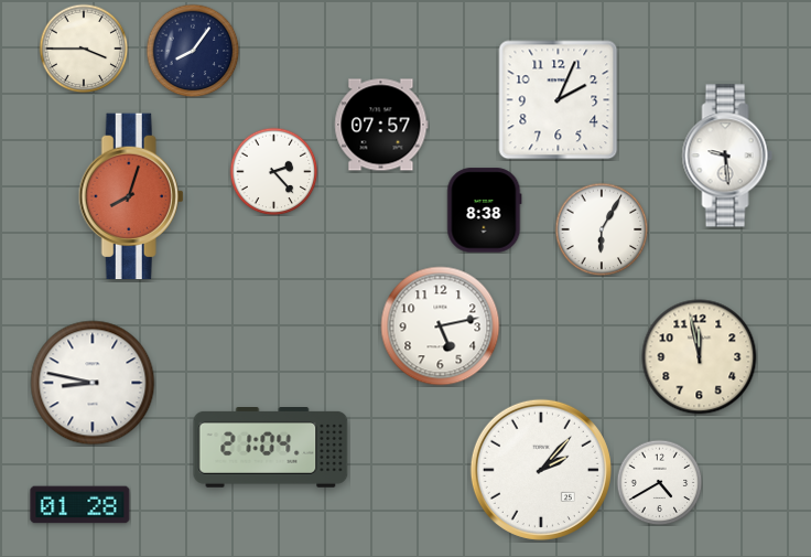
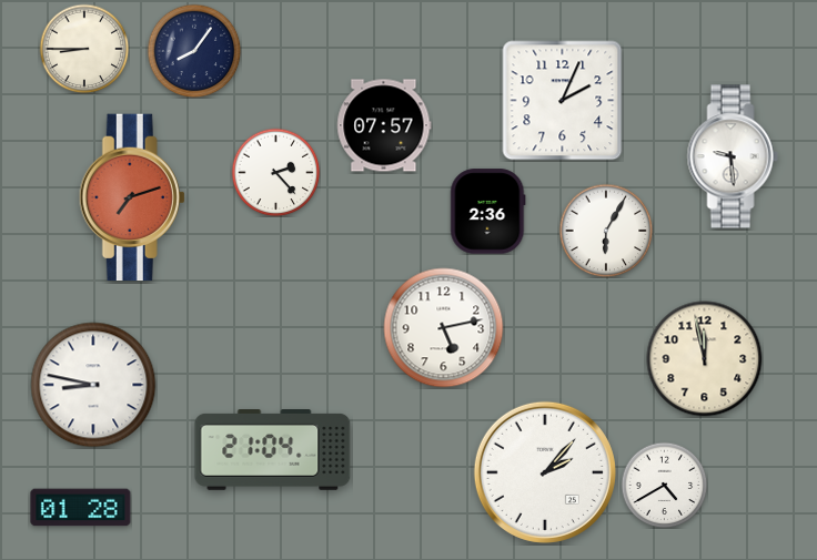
clock at (84, 49): 3:45 -> 8:45
clock at (131, 196): 8:03 -> 7:12
clock at (485, 211): 8:38 -> 2:36
